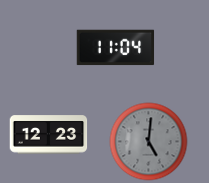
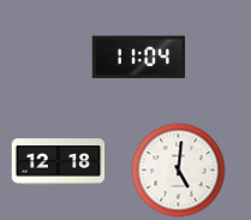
clock at (48, 135): 12:23 -> 12:18
clock at (148, 141) dial: grey -> white
